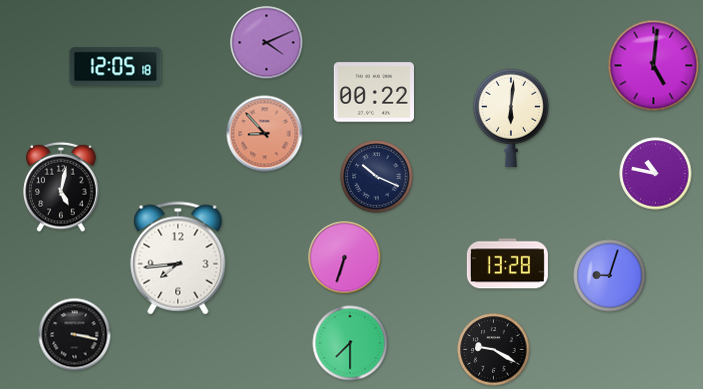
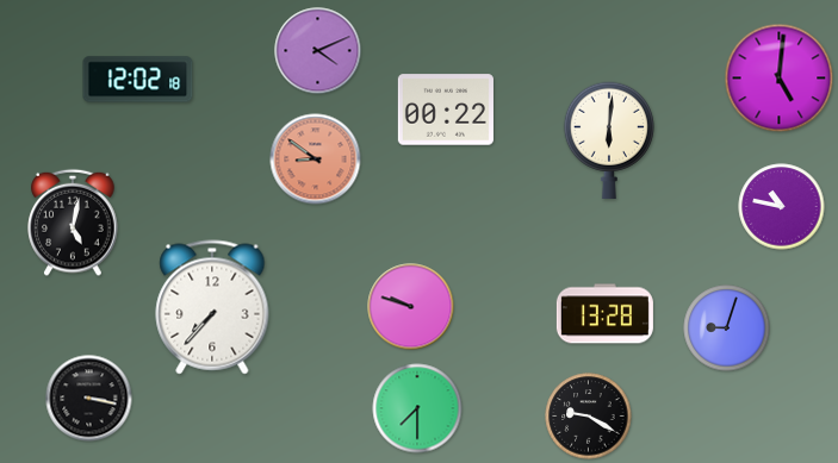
clock at (116, 67): 12:05 -> 12:02
clock at (265, 134): 8:53 -> 8:51
clock at (377, 177): 10:19 -> none
clock at (178, 258): 7:44 -> 7:37
clock at (345, 258): 6:33 -> 9:48
